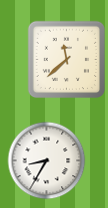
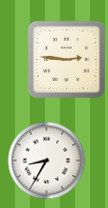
clock at (66, 59): 11:38 -> 2:46
